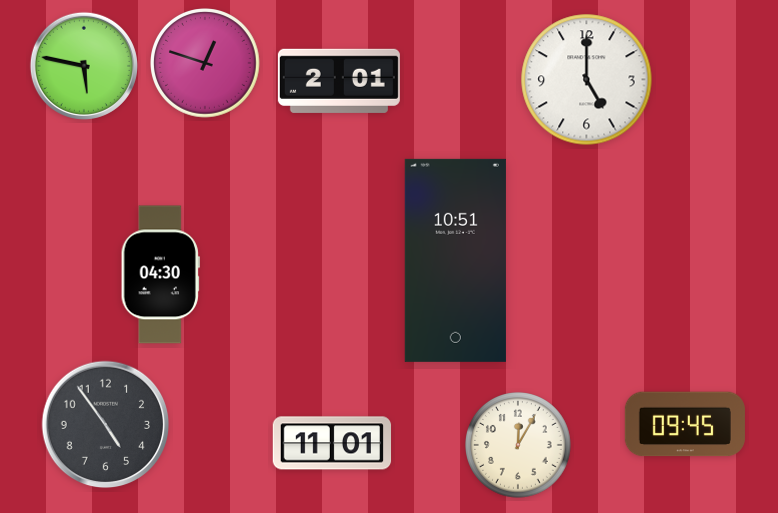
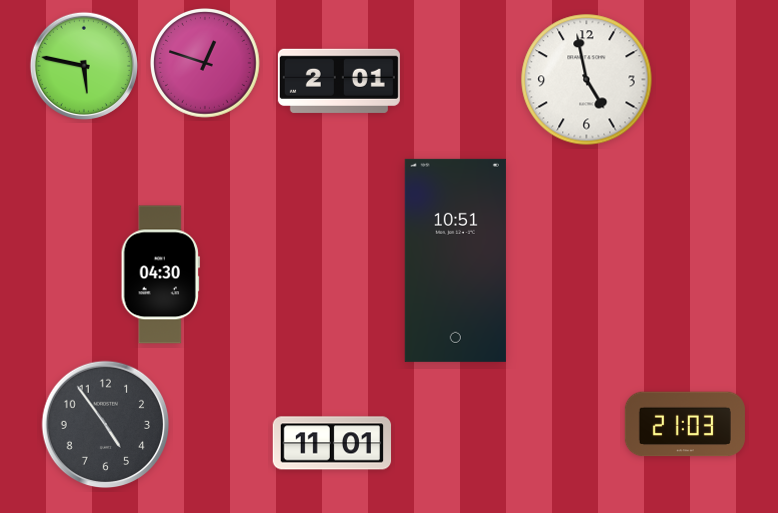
clock at (587, 80): 5:00 -> 4:58
clock at (685, 424): 09:45 -> 21:03
clock at (519, 446): 12:05 -> none
